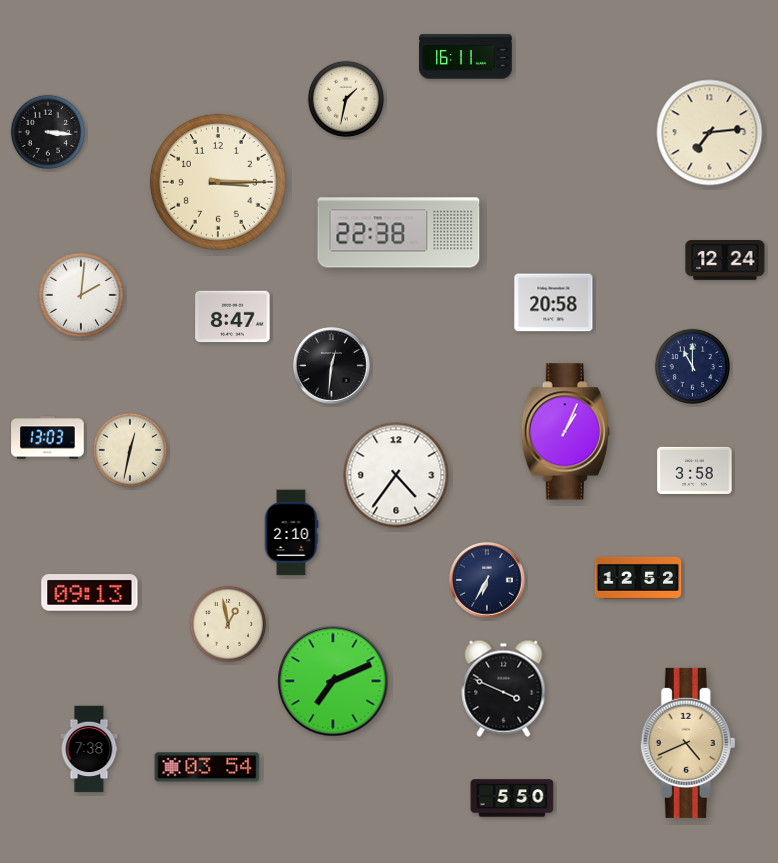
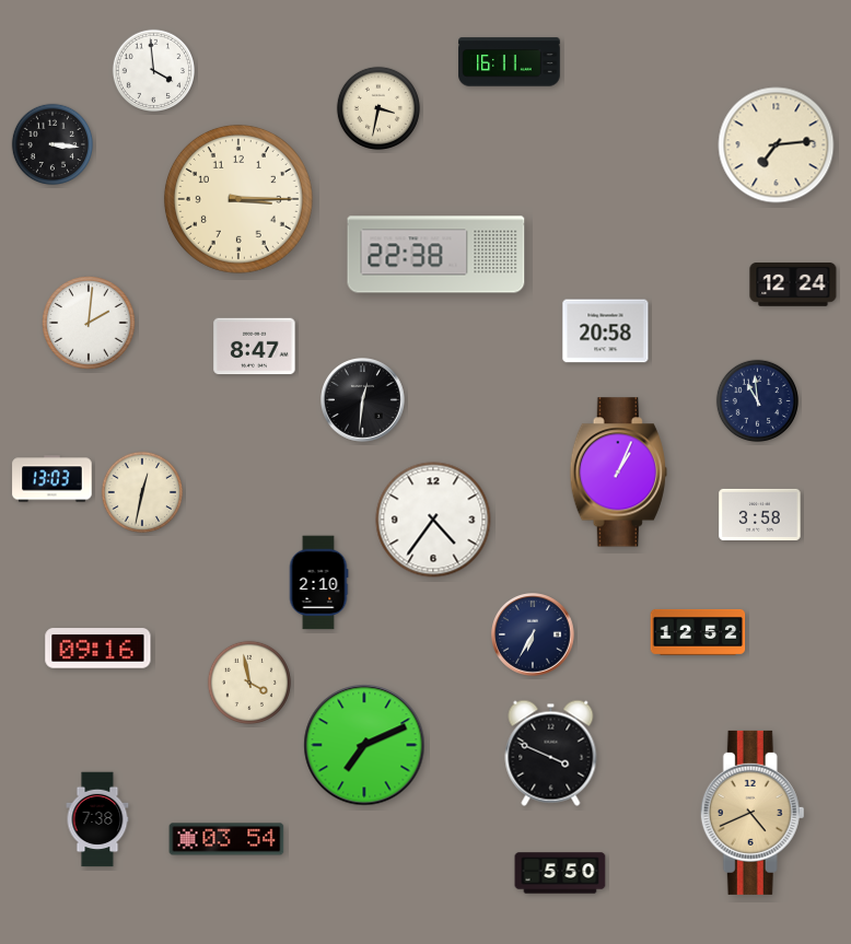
clock at (153, 70): none -> 3:59
clock at (346, 99): 1:32 -> 3:32
clock at (692, 366): 11:00 -> 10:59
clock at (90, 593): 09:13 -> 09:16
clock at (228, 624): 12:58 -> 3:58
